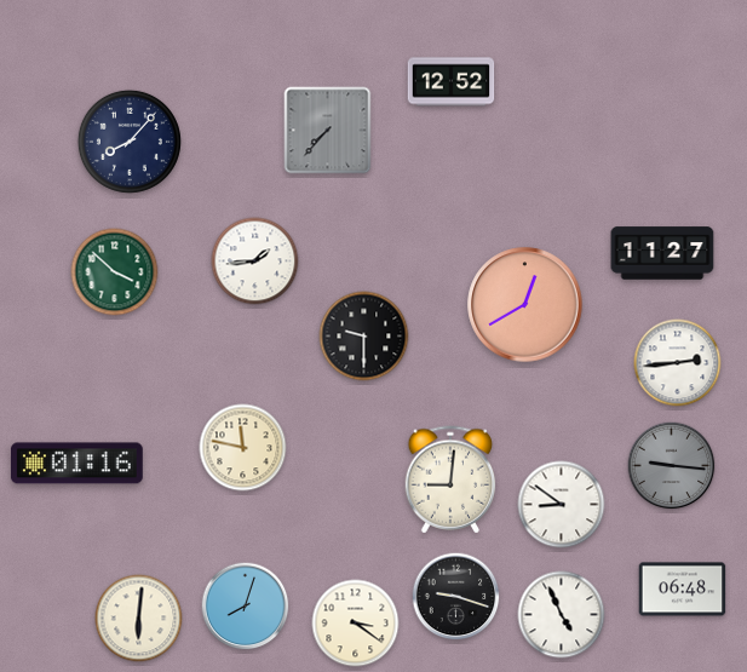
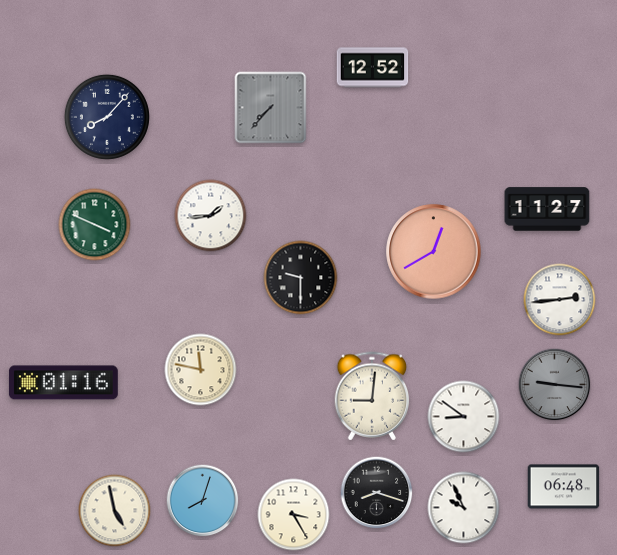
clock at (115, 272): 3:52 -> 3:49
clock at (456, 597): 9:18 -> 8:18
clock at (562, 615): 4:56 -> 9:56
clock at (139, 619): 6:01 -> 4:58
clock at (356, 624): 3:21 -> 3:25
